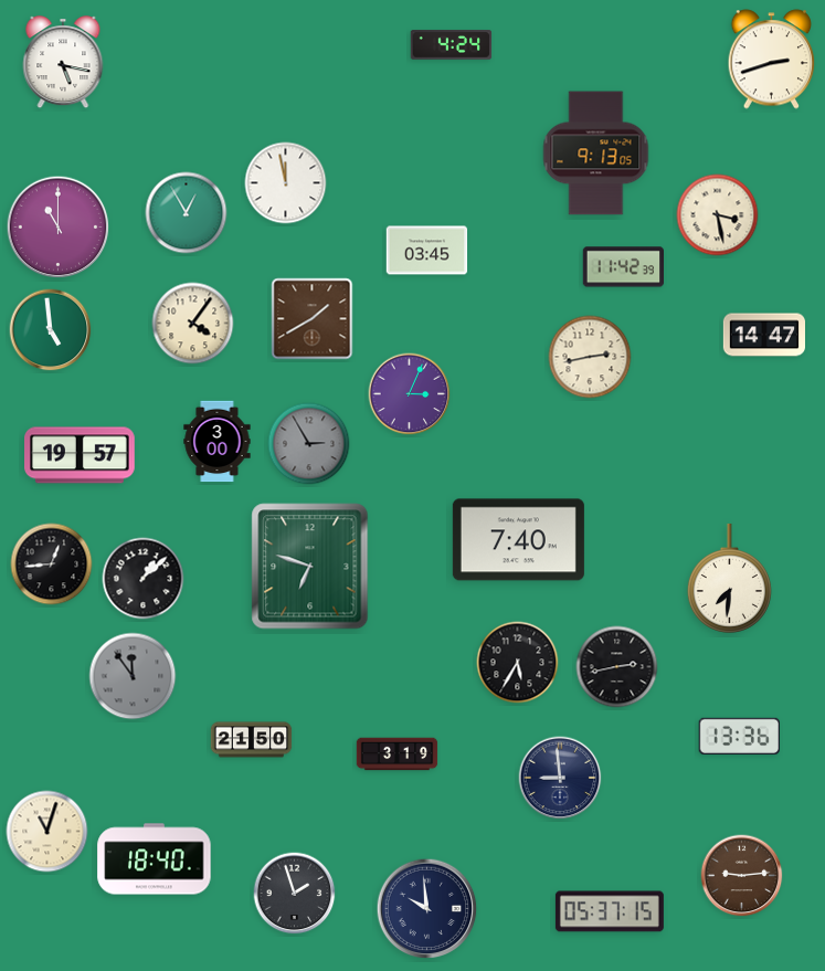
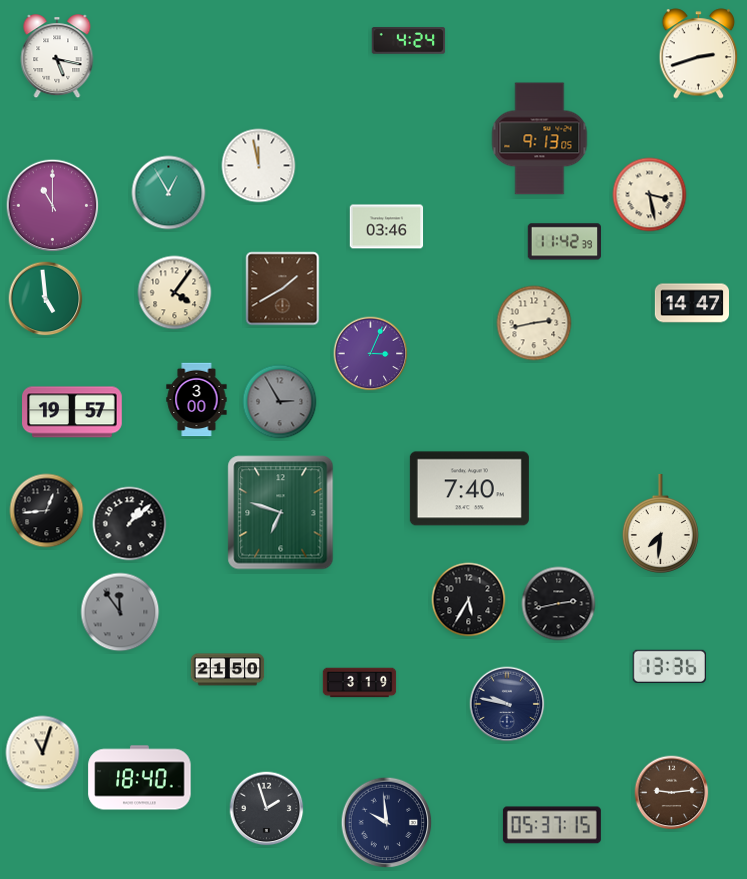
clock at (427, 251): 03:45 -> 03:46
clock at (410, 394) position: (410, 394) -> (371, 354)
clock at (560, 778): 8:59 -> 9:47
